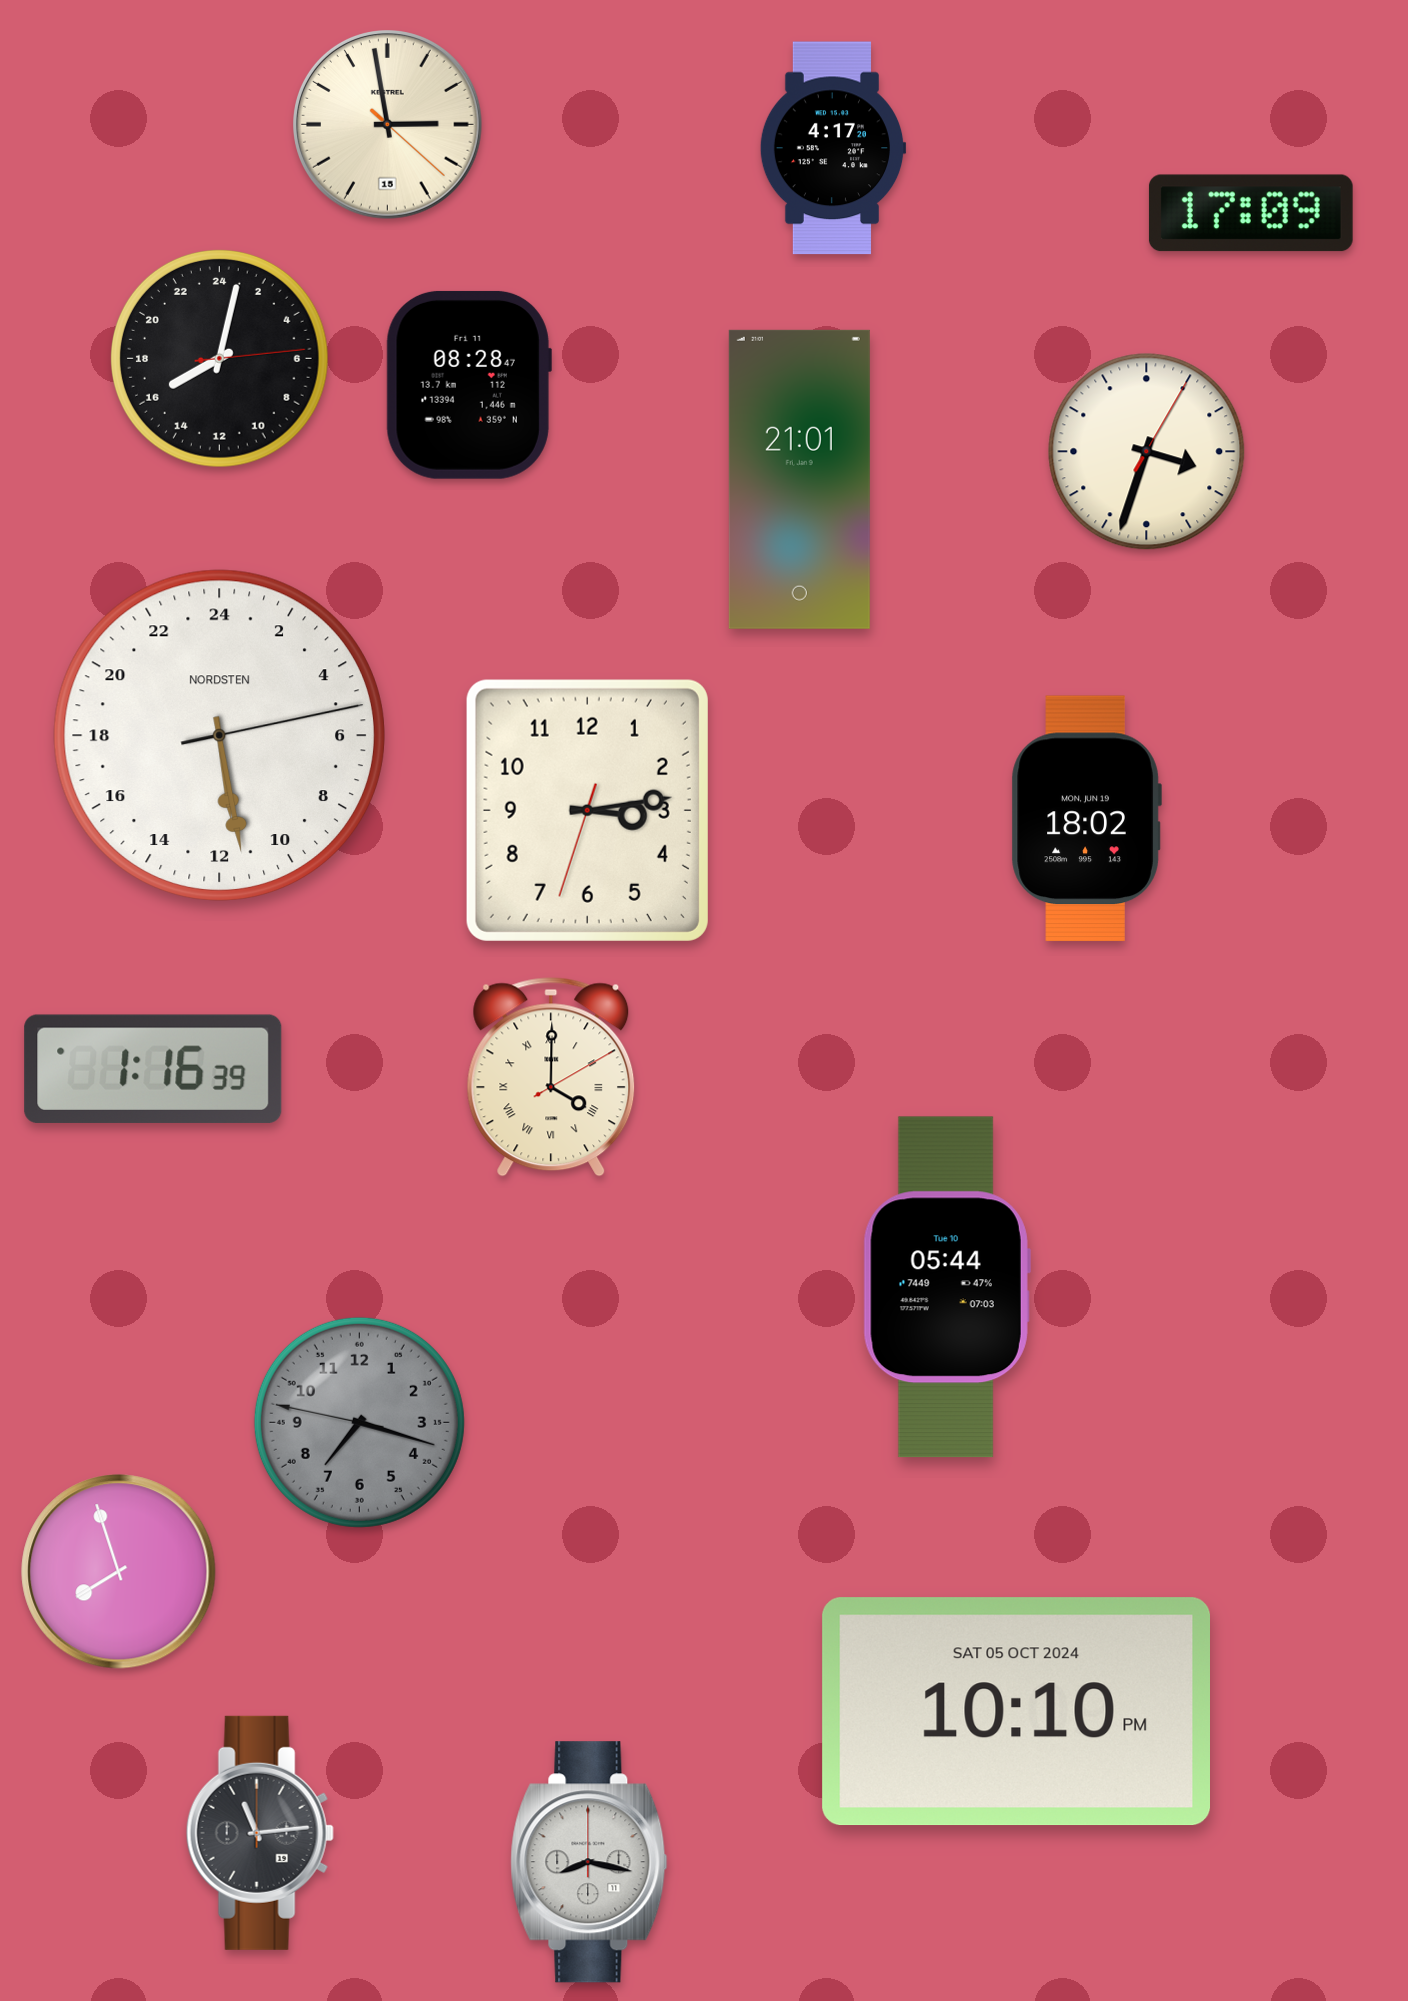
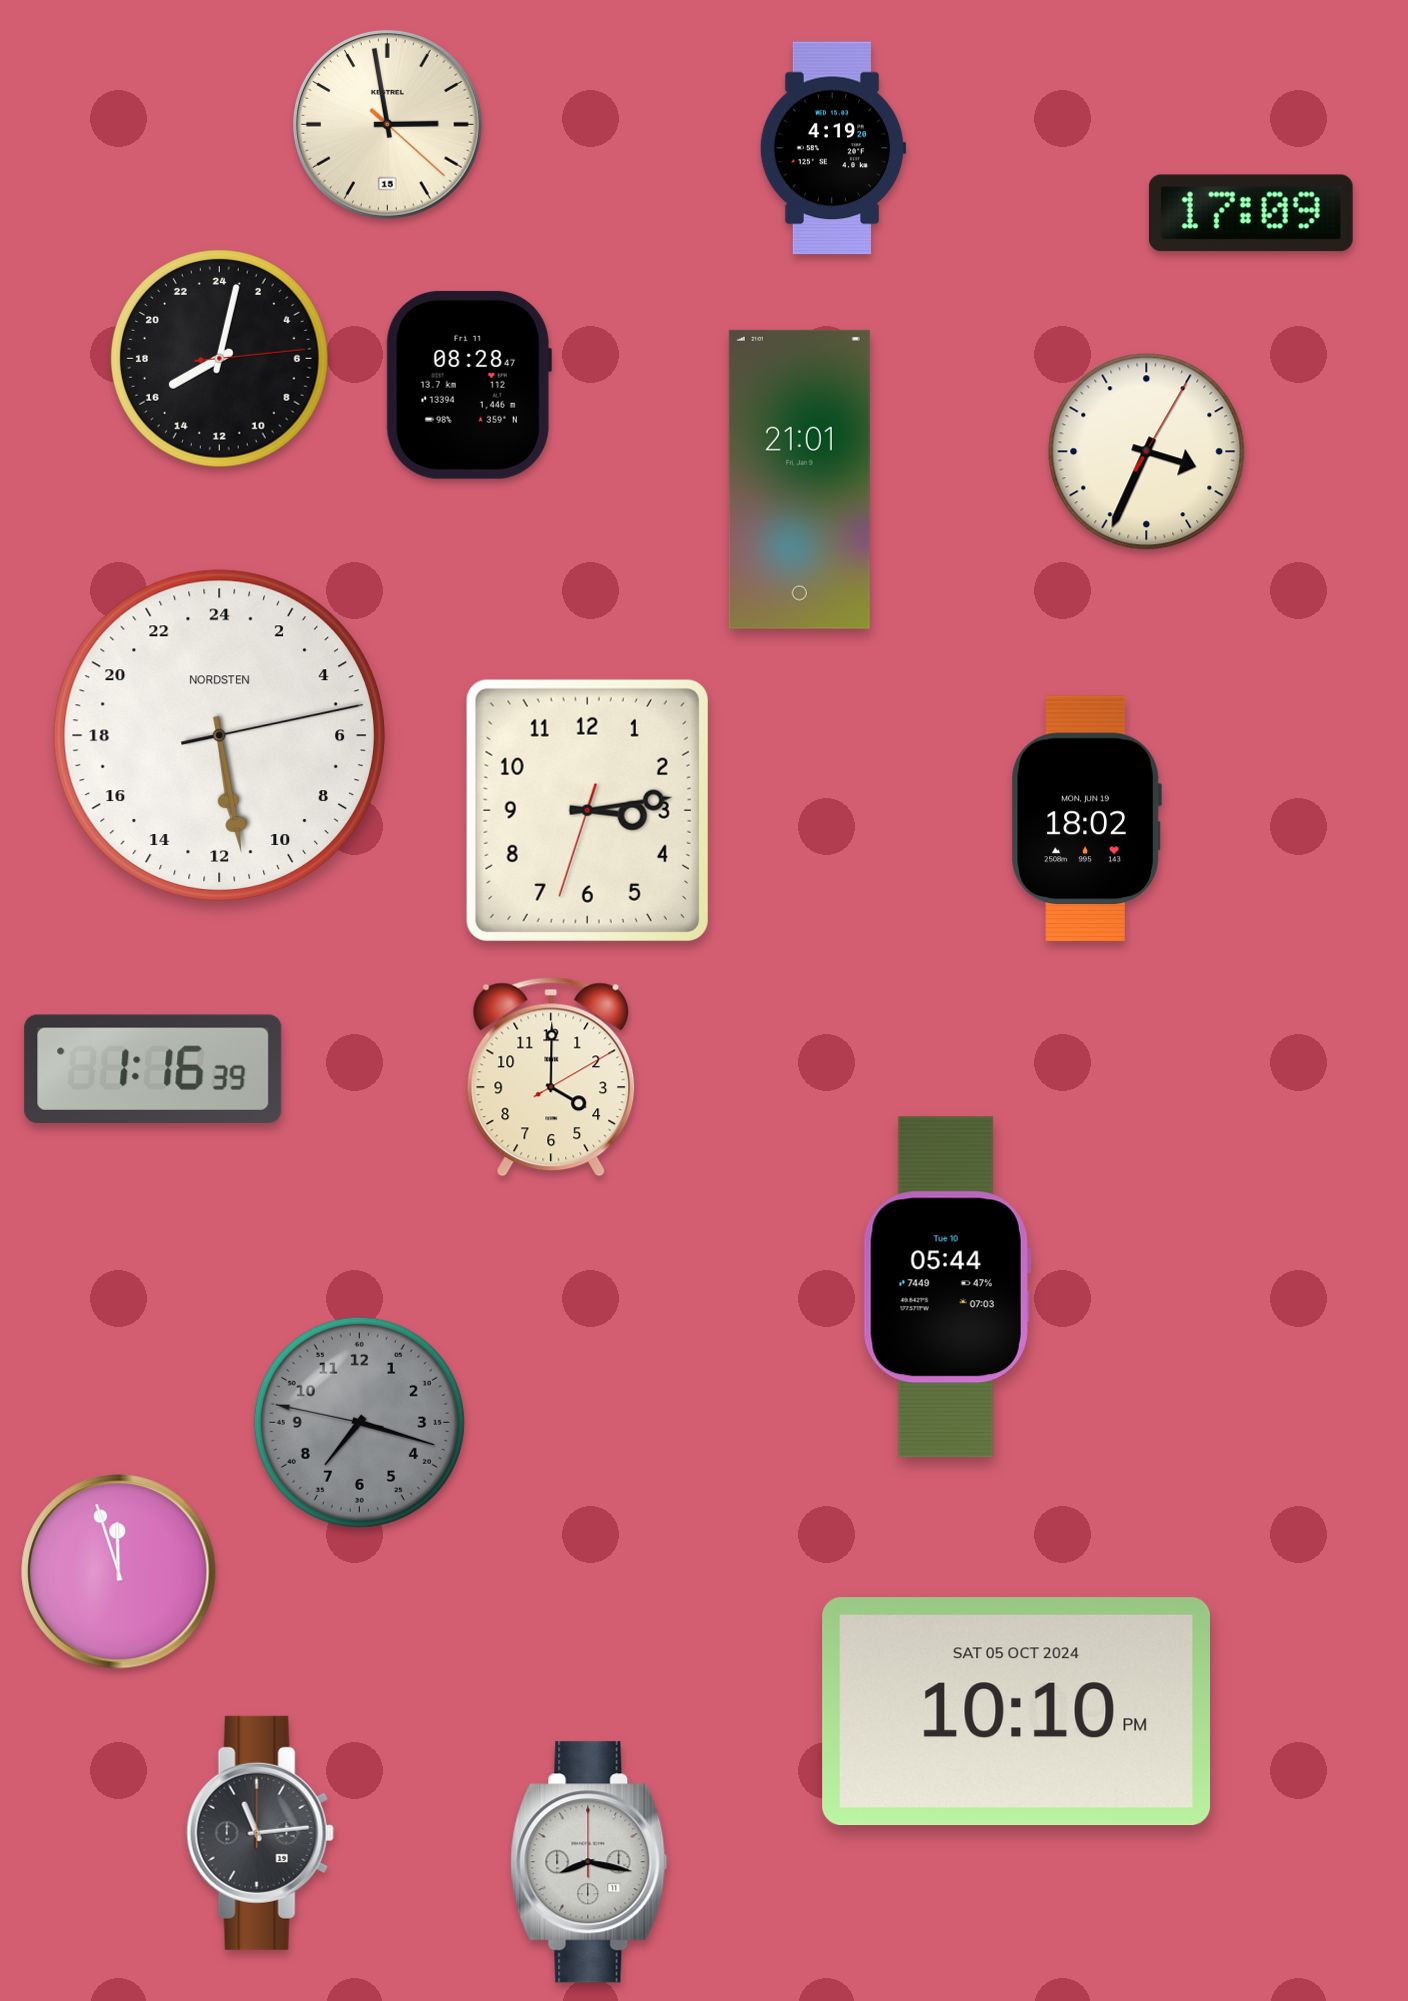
clock at (833, 148): 4:17 -> 4:19
clock at (1147, 452): 3:33 -> 3:34
clock at (551, 1077) numerals: Roman -> Arabic
clock at (119, 1572): 7:57 -> 11:57
